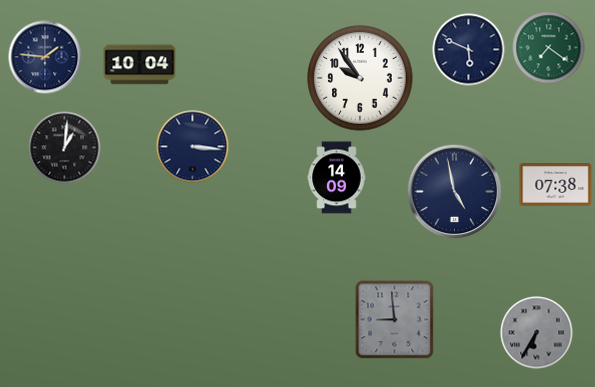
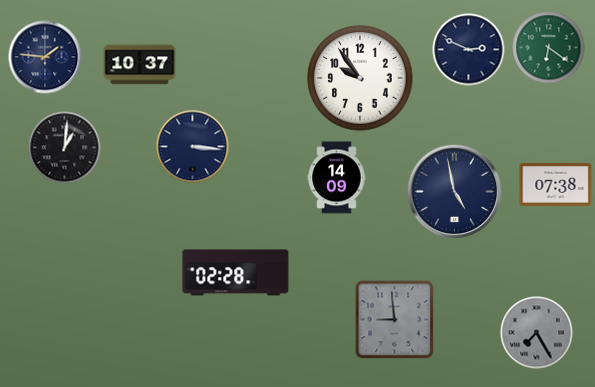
clock at (549, 48): 7:21 -> 6:21
clock at (469, 50): 5:49 -> 2:49
clock at (140, 65): 10:04 -> 10:37
clock at (236, 273): none -> 02:28
clock at (537, 333): 6:35 -> 7:25
